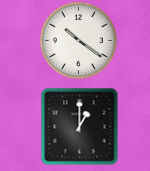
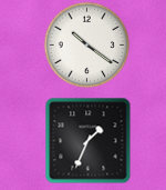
clock at (79, 126): 1:00 -> 1:34
